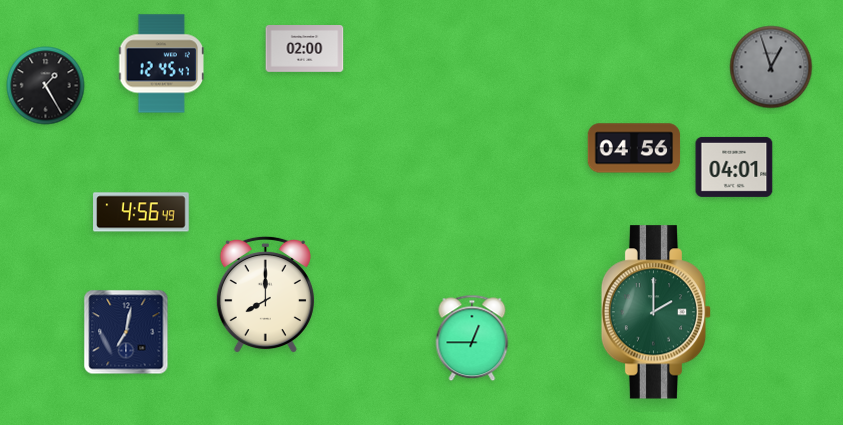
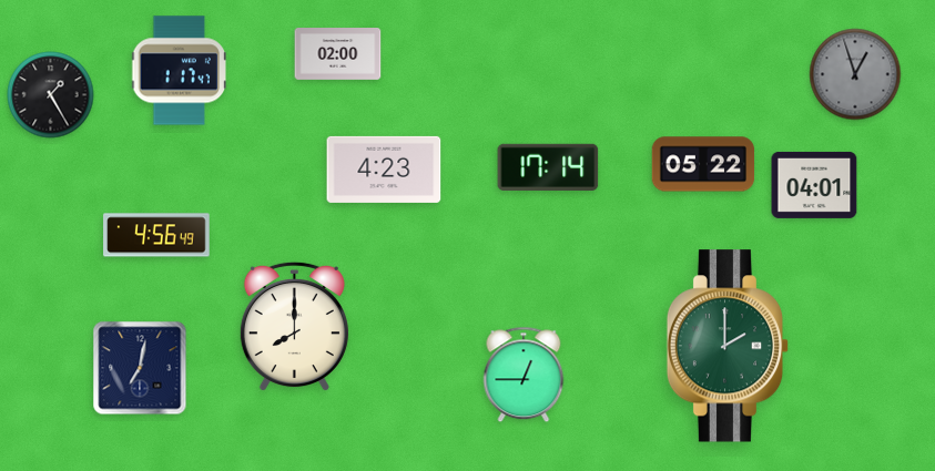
clock at (161, 64): 12:45 -> 1:17
clock at (634, 148): 04:56 -> 05:22
clock at (548, 167): none -> 17:14
clock at (384, 170): none -> 4:23
